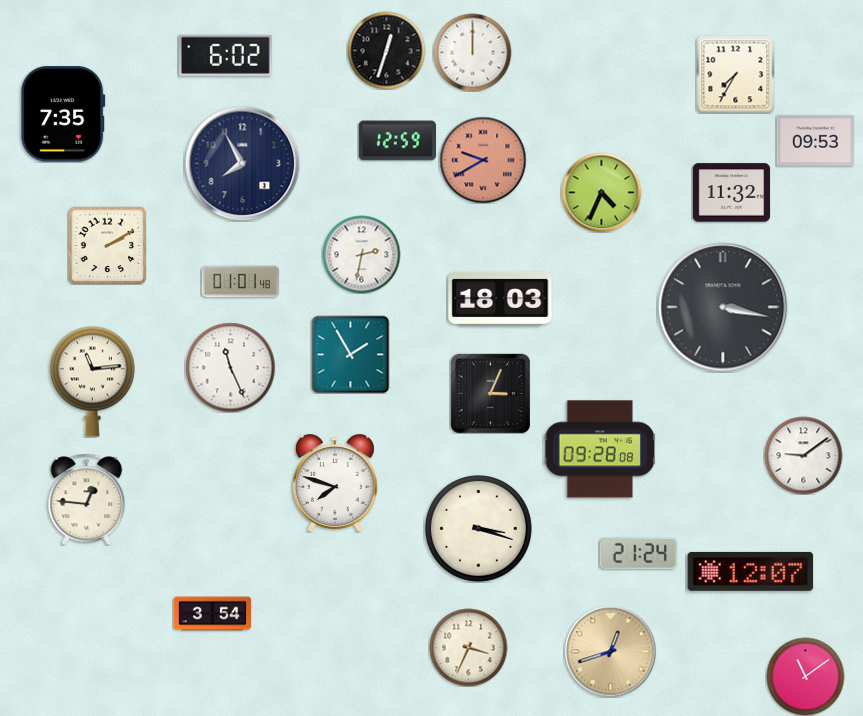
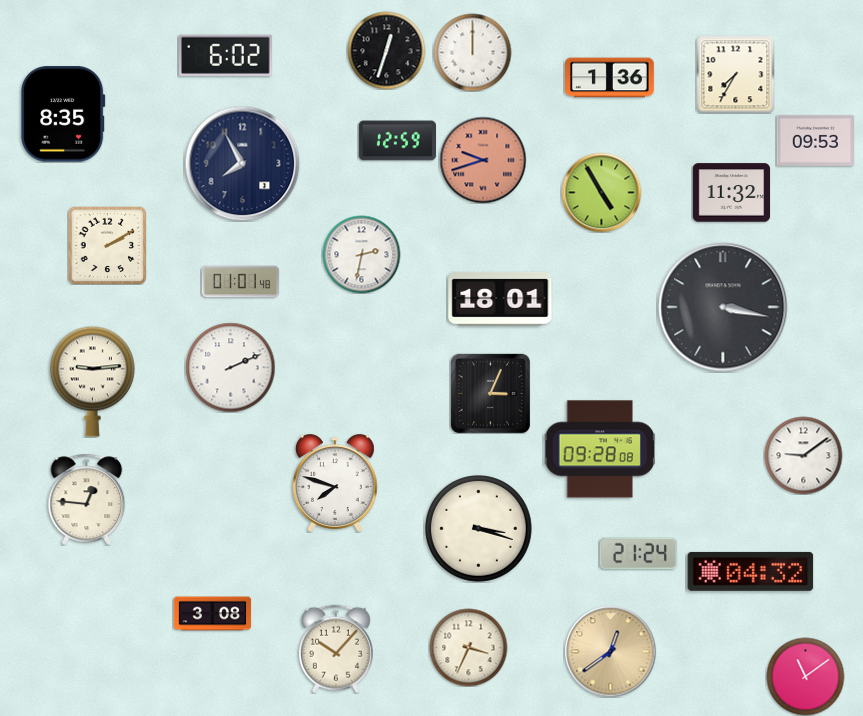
clock at (610, 78): none -> 1:36
clock at (63, 114): 7:35 -> 8:35
clock at (483, 160): 9:40 -> 9:42
clock at (601, 192): 4:34 -> 4:55
clock at (500, 299): 18:03 -> 18:01
clock at (350, 354): 1:55 -> none
clock at (230, 367): 11:26 -> 2:11
clock at (92, 381): 11:14 -> 9:14
clock at (751, 571): 12:07 -> 04:32
clock at (212, 614): 3:54 -> 3:08
clock at (336, 649): none -> 10:07
clock at (610, 651): 12:42 -> 12:39
